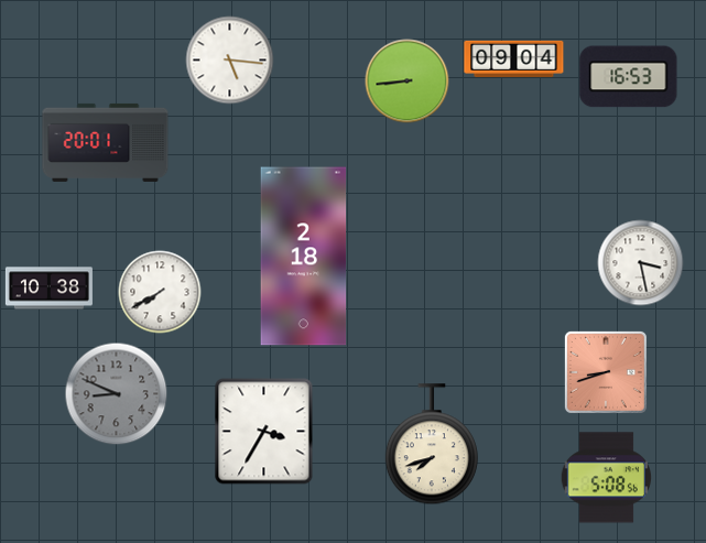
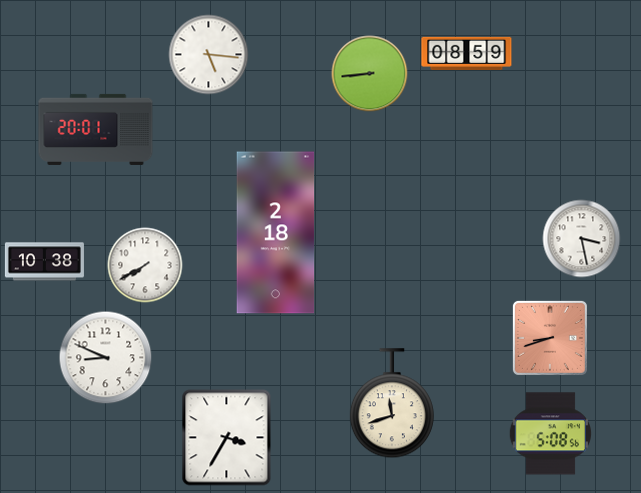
clock at (514, 58): 09:04 -> 08:59
clock at (629, 77): 16:53 -> none
clock at (117, 394) dial: grey -> white
clock at (264, 432) position: (264, 432) -> (227, 438)
clock at (432, 445): 7:42 -> 11:42
